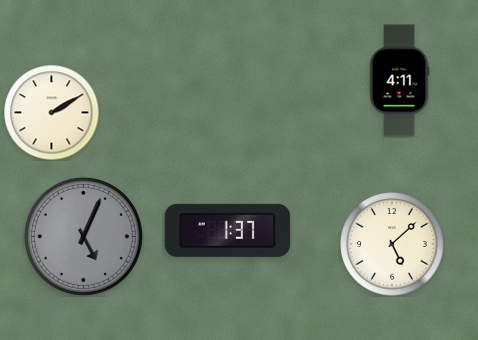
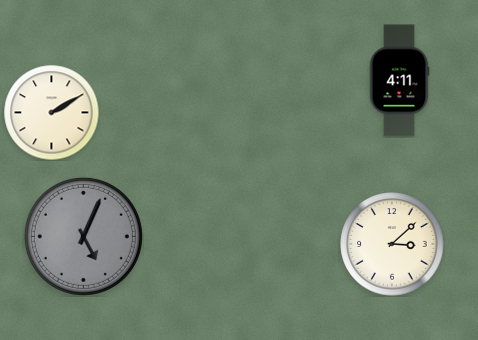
clock at (228, 230): 1:37 -> none
clock at (392, 244): 5:08 -> 3:08
